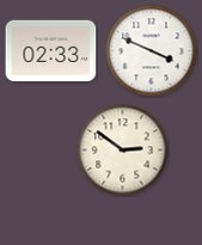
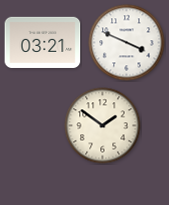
clock at (51, 50): 02:33 -> 03:21
clock at (123, 151): 2:51 -> 1:51
